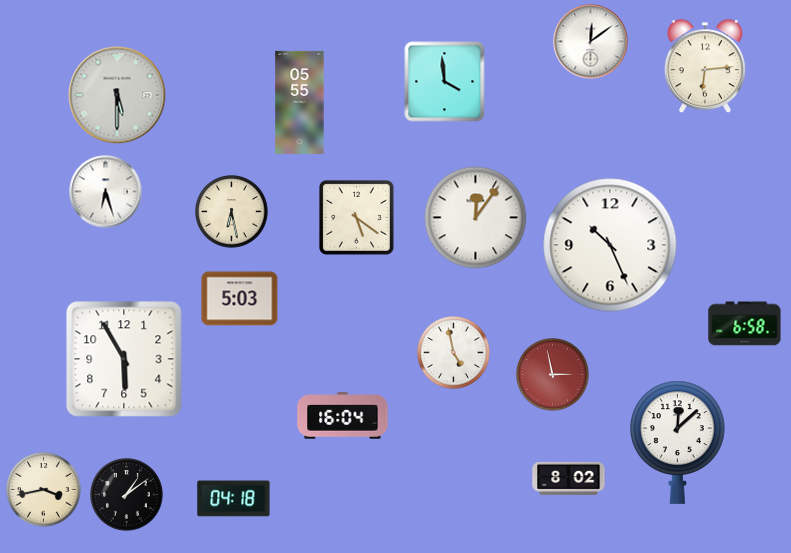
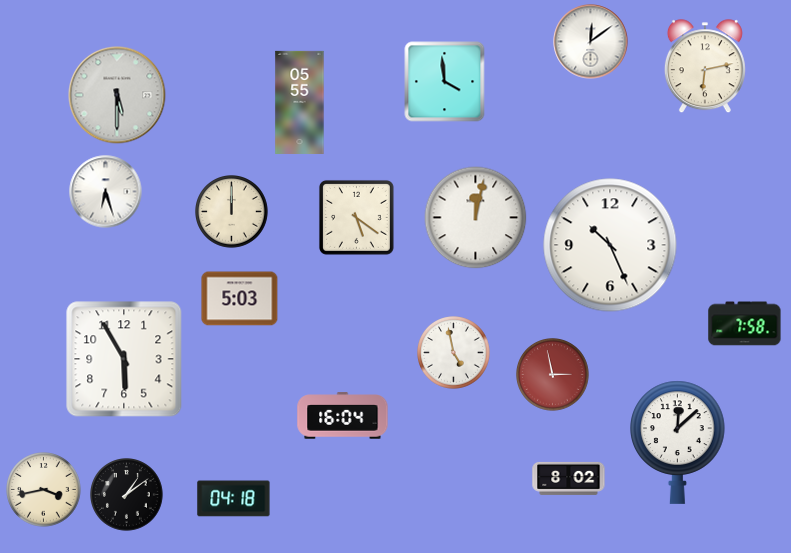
clock at (705, 67): 6:14 -> 6:13
clock at (232, 212): 6:28 -> 12:00
clock at (476, 218): 12:06 -> 12:02
clock at (745, 324): 6:58 -> 7:58
